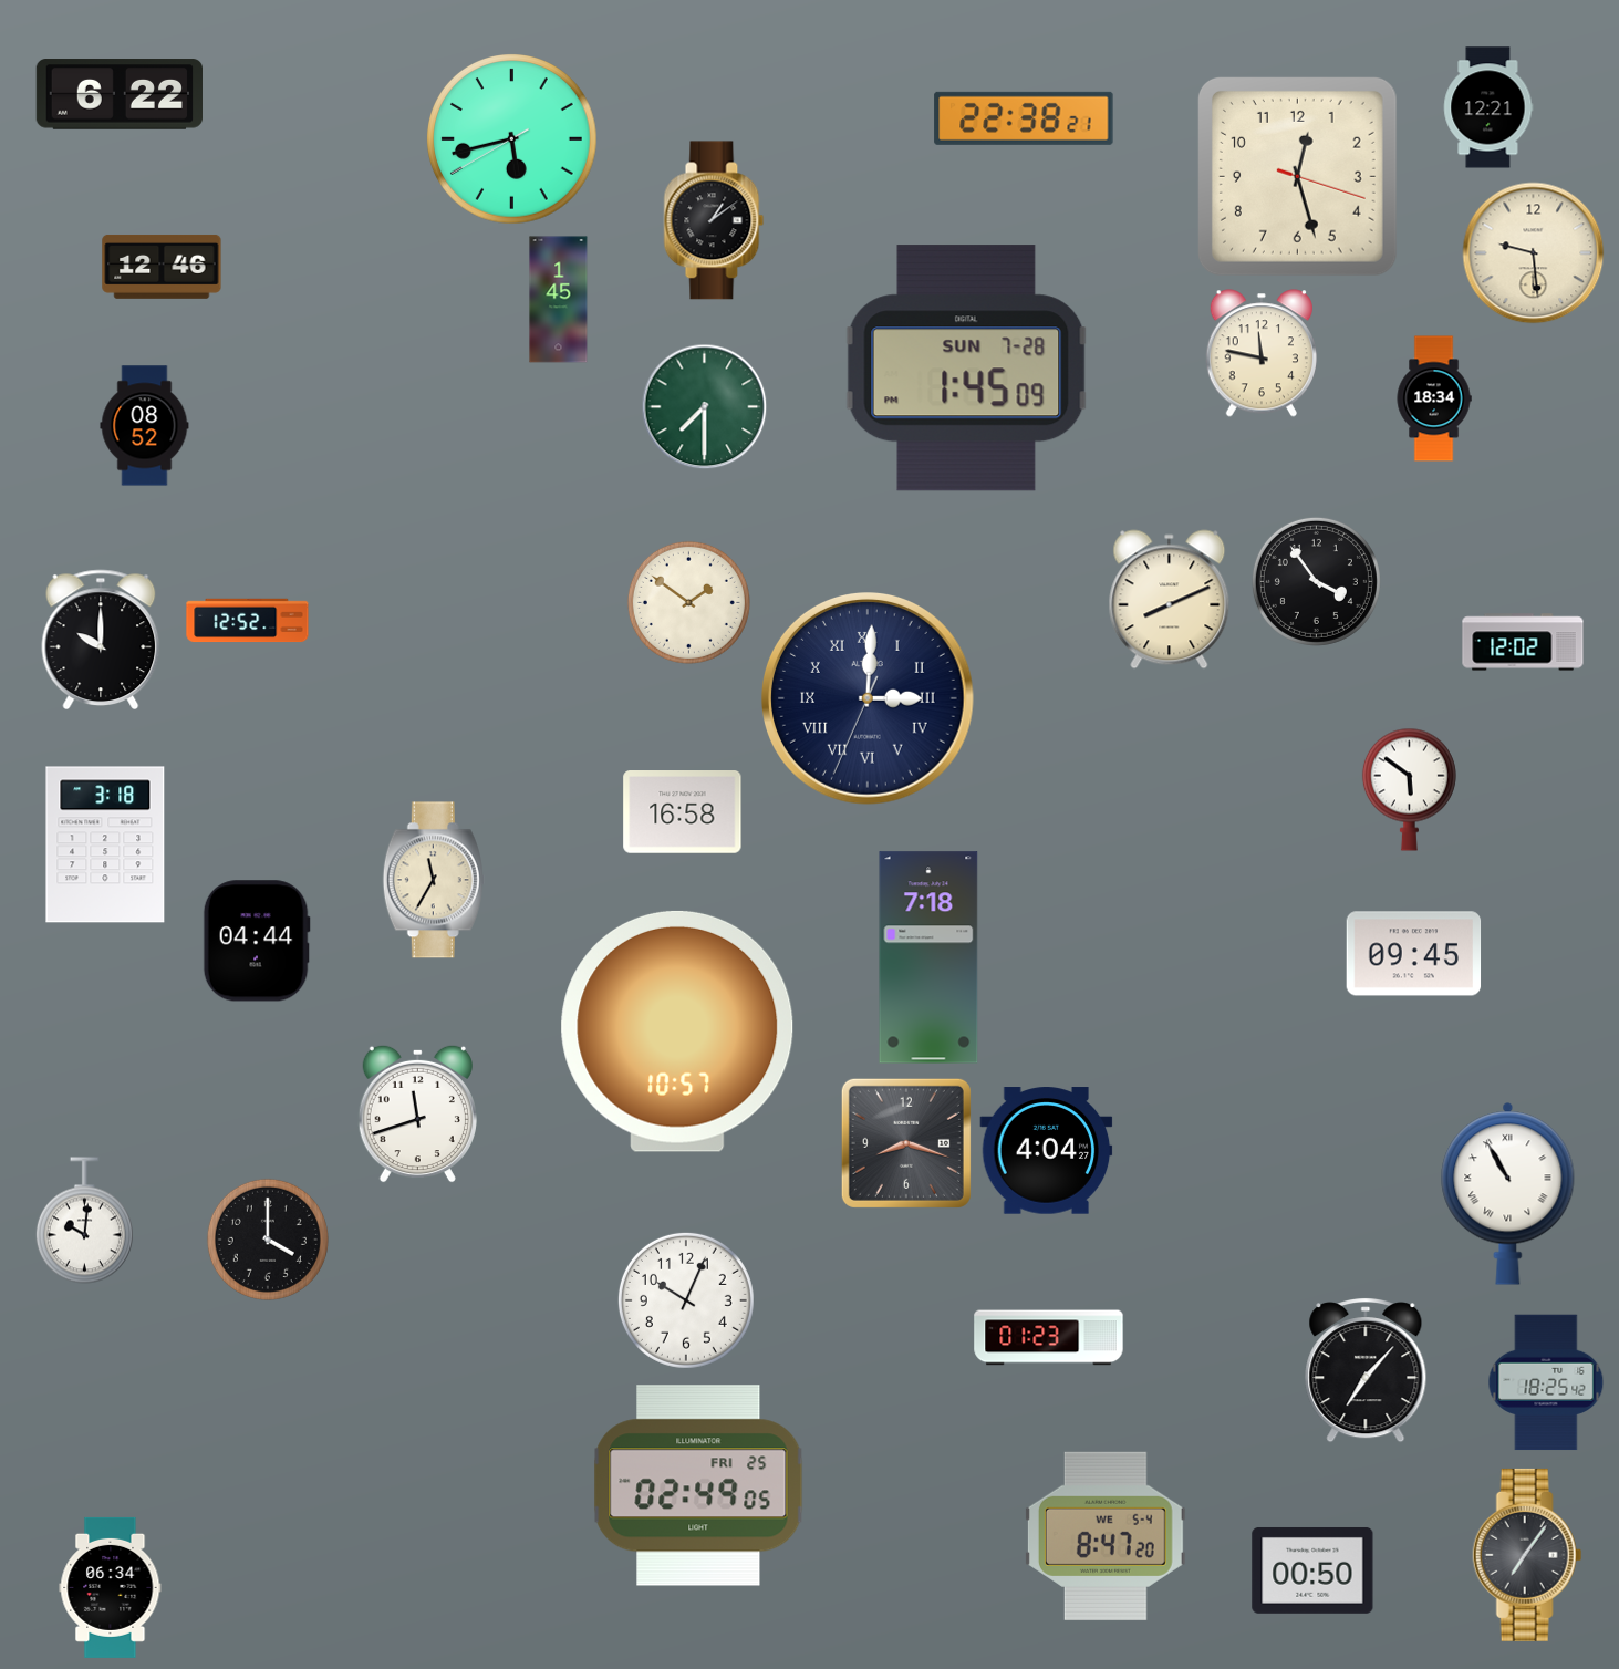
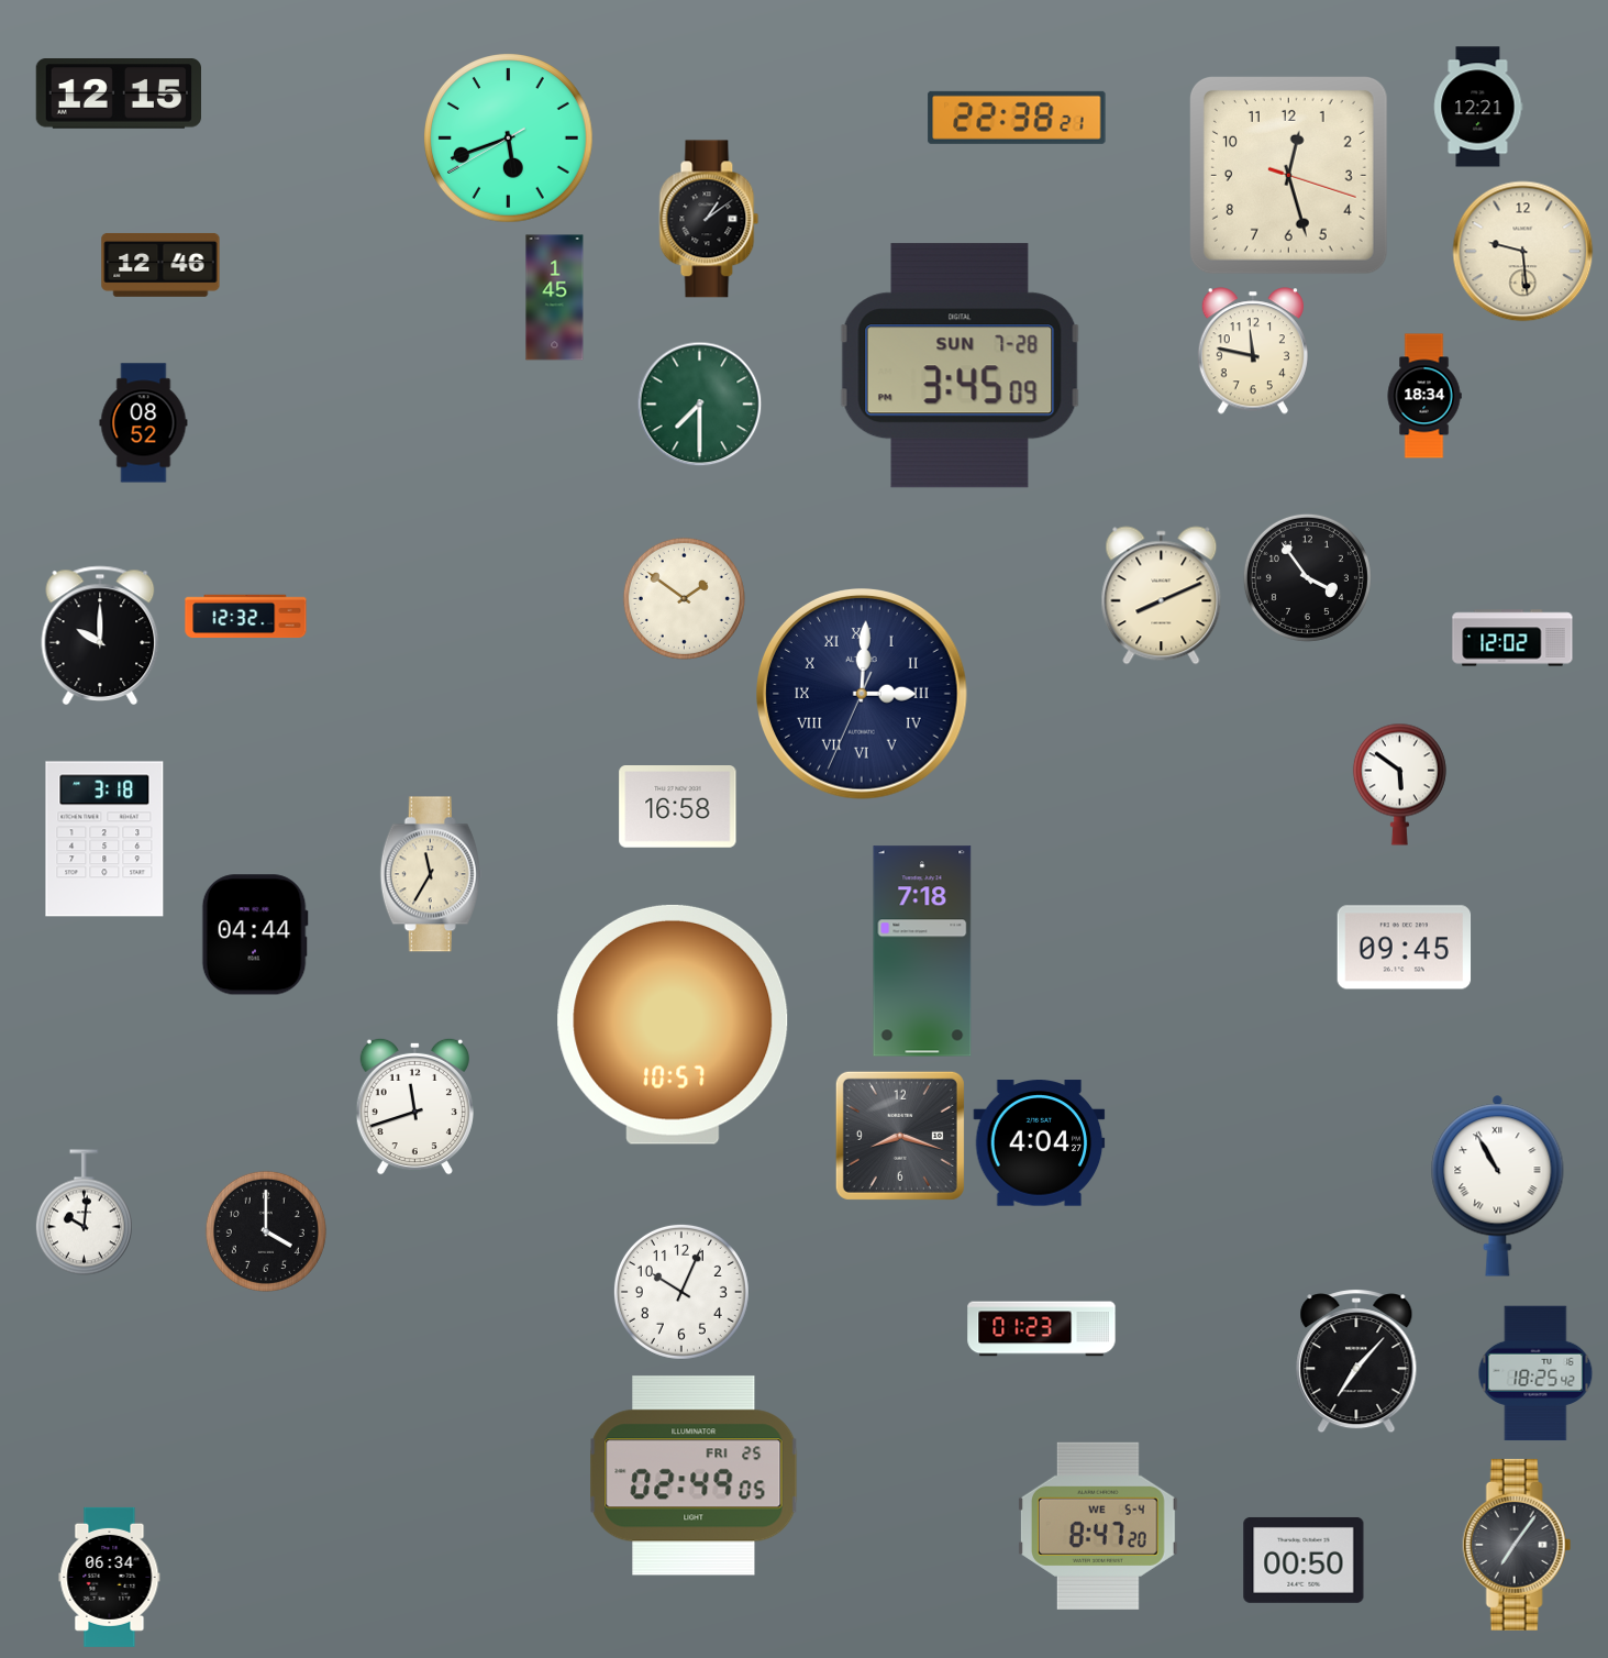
clock at (118, 94): 6:22 -> 12:15
clock at (512, 139): 5:42 -> 5:41
clock at (967, 369): 1:45 -> 3:45
clock at (248, 621): 12:52 -> 12:32
